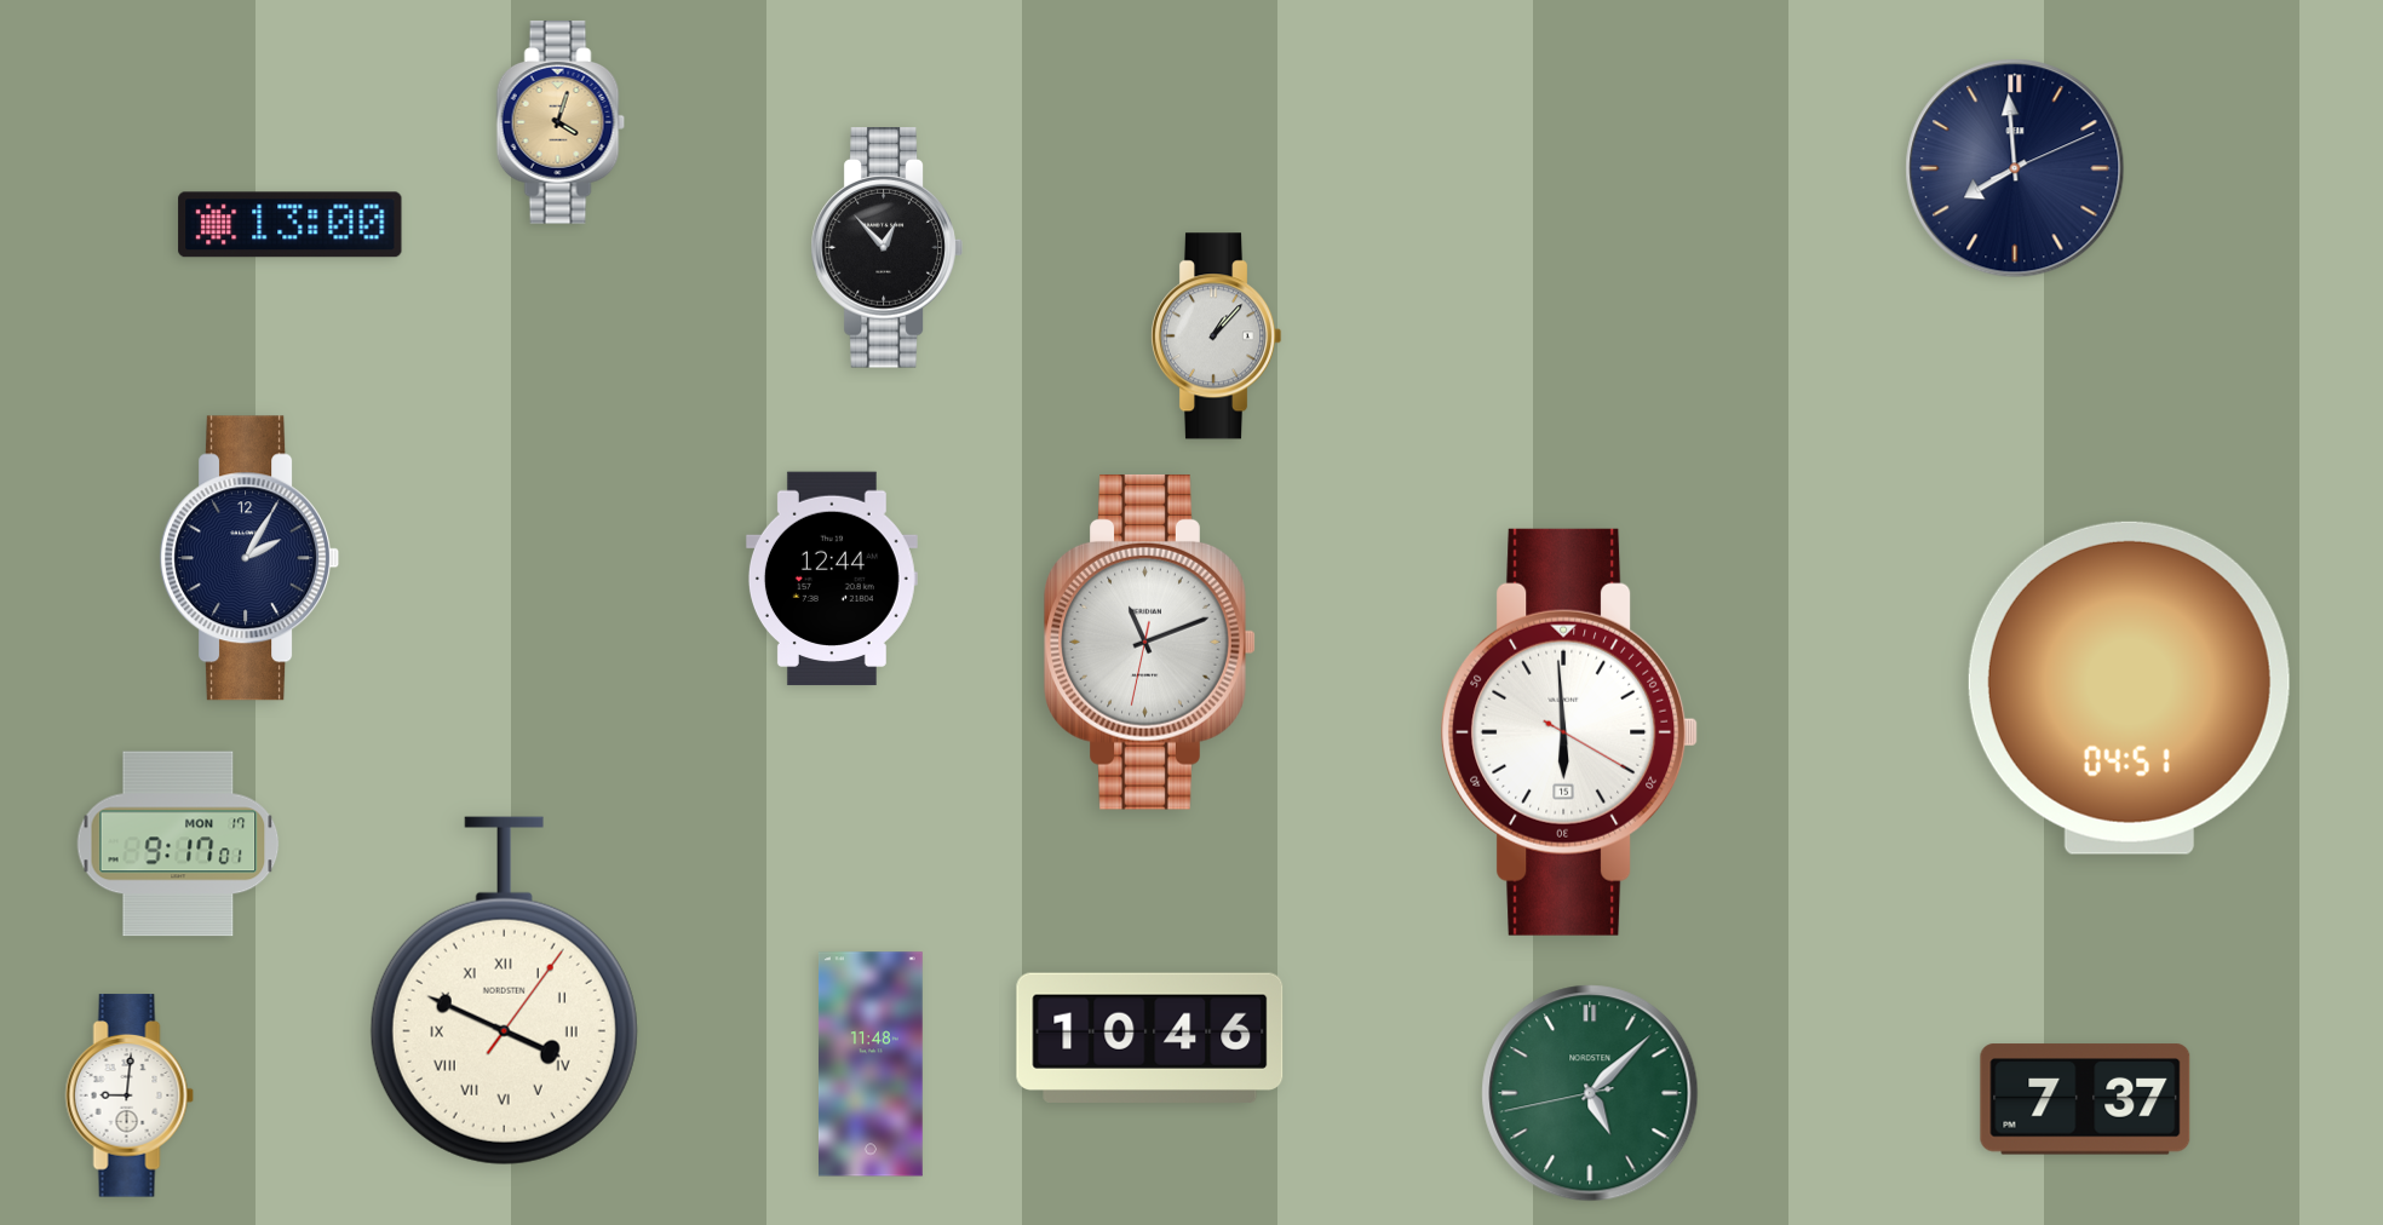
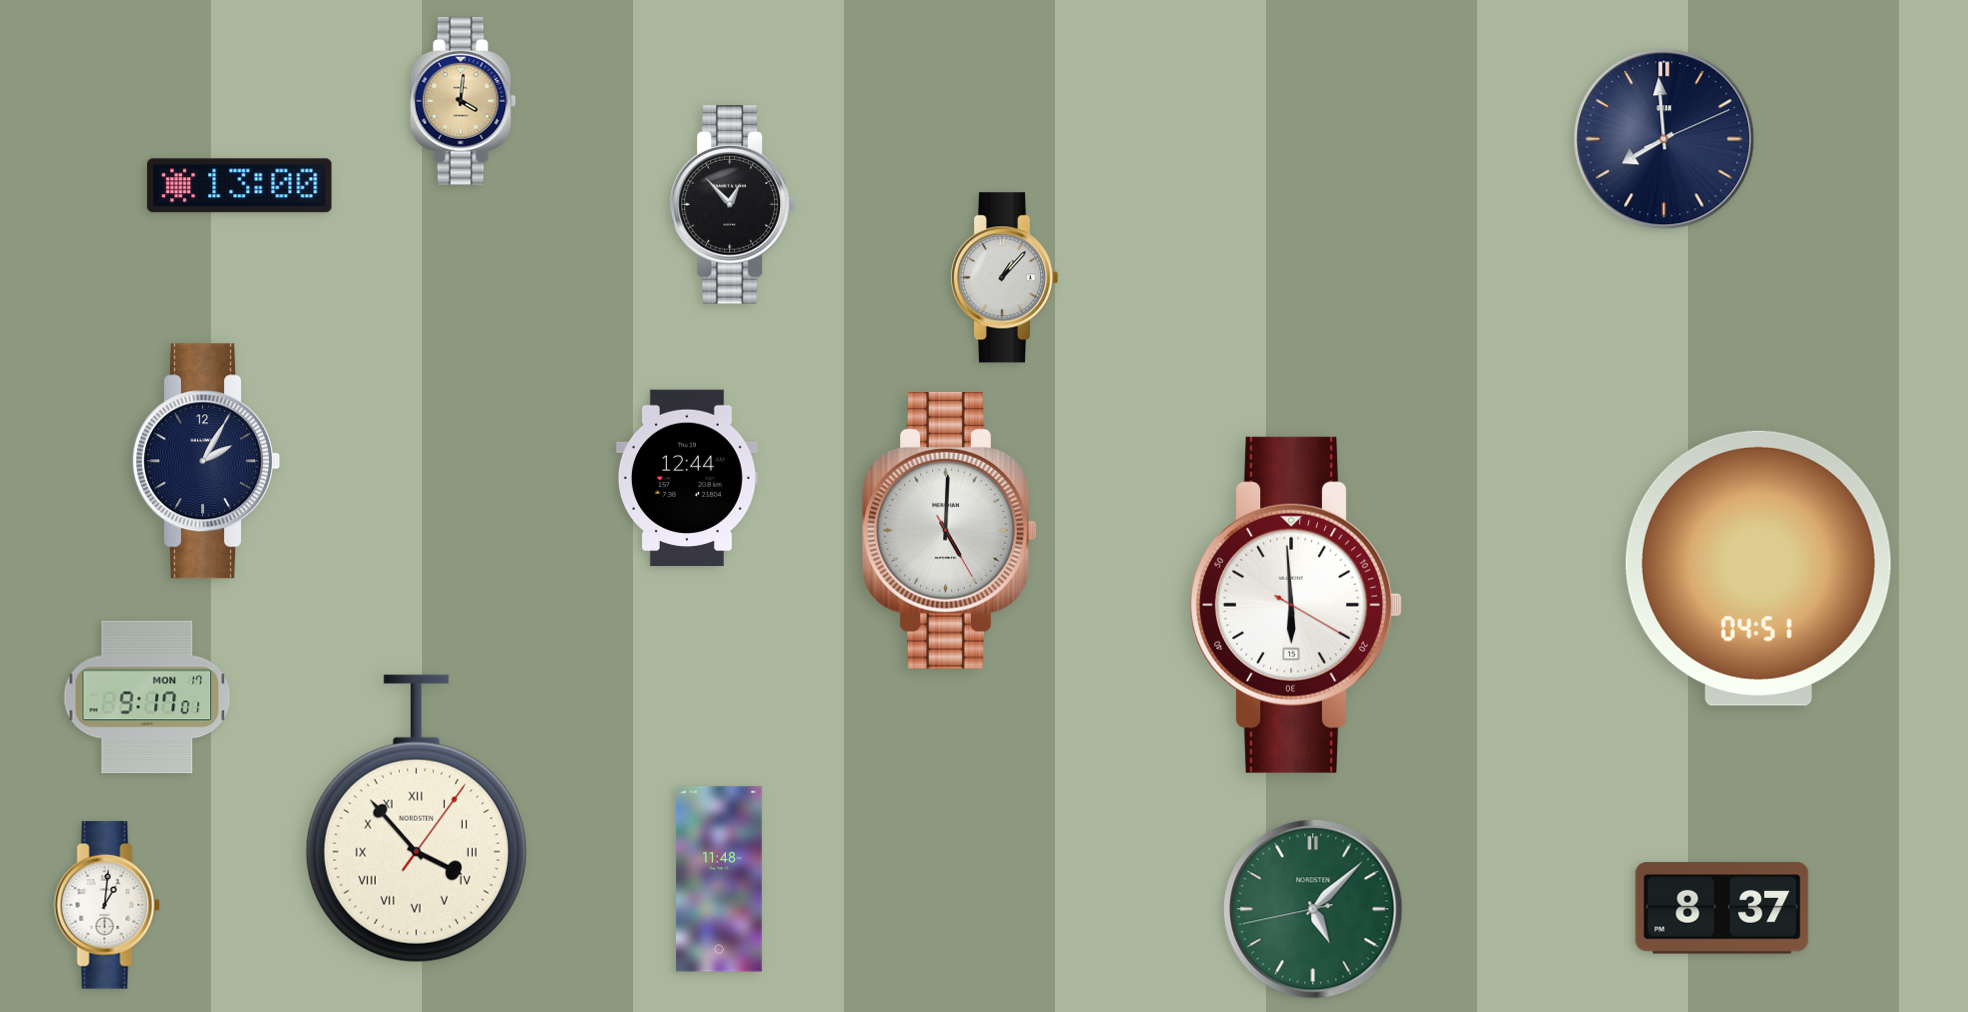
clock at (561, 122): 4:03 -> 4:01
clock at (1150, 642): 11:11 -> 5:00
clock at (504, 991): 3:49 -> 3:53
clock at (1150, 1037): 10:46 -> none
clock at (1590, 1093) position: (1590, 1093) -> (1313, 909)
clock at (130, 1095): 9:01 -> 1:01
clock at (2085, 1099): 7:37 -> 8:37
